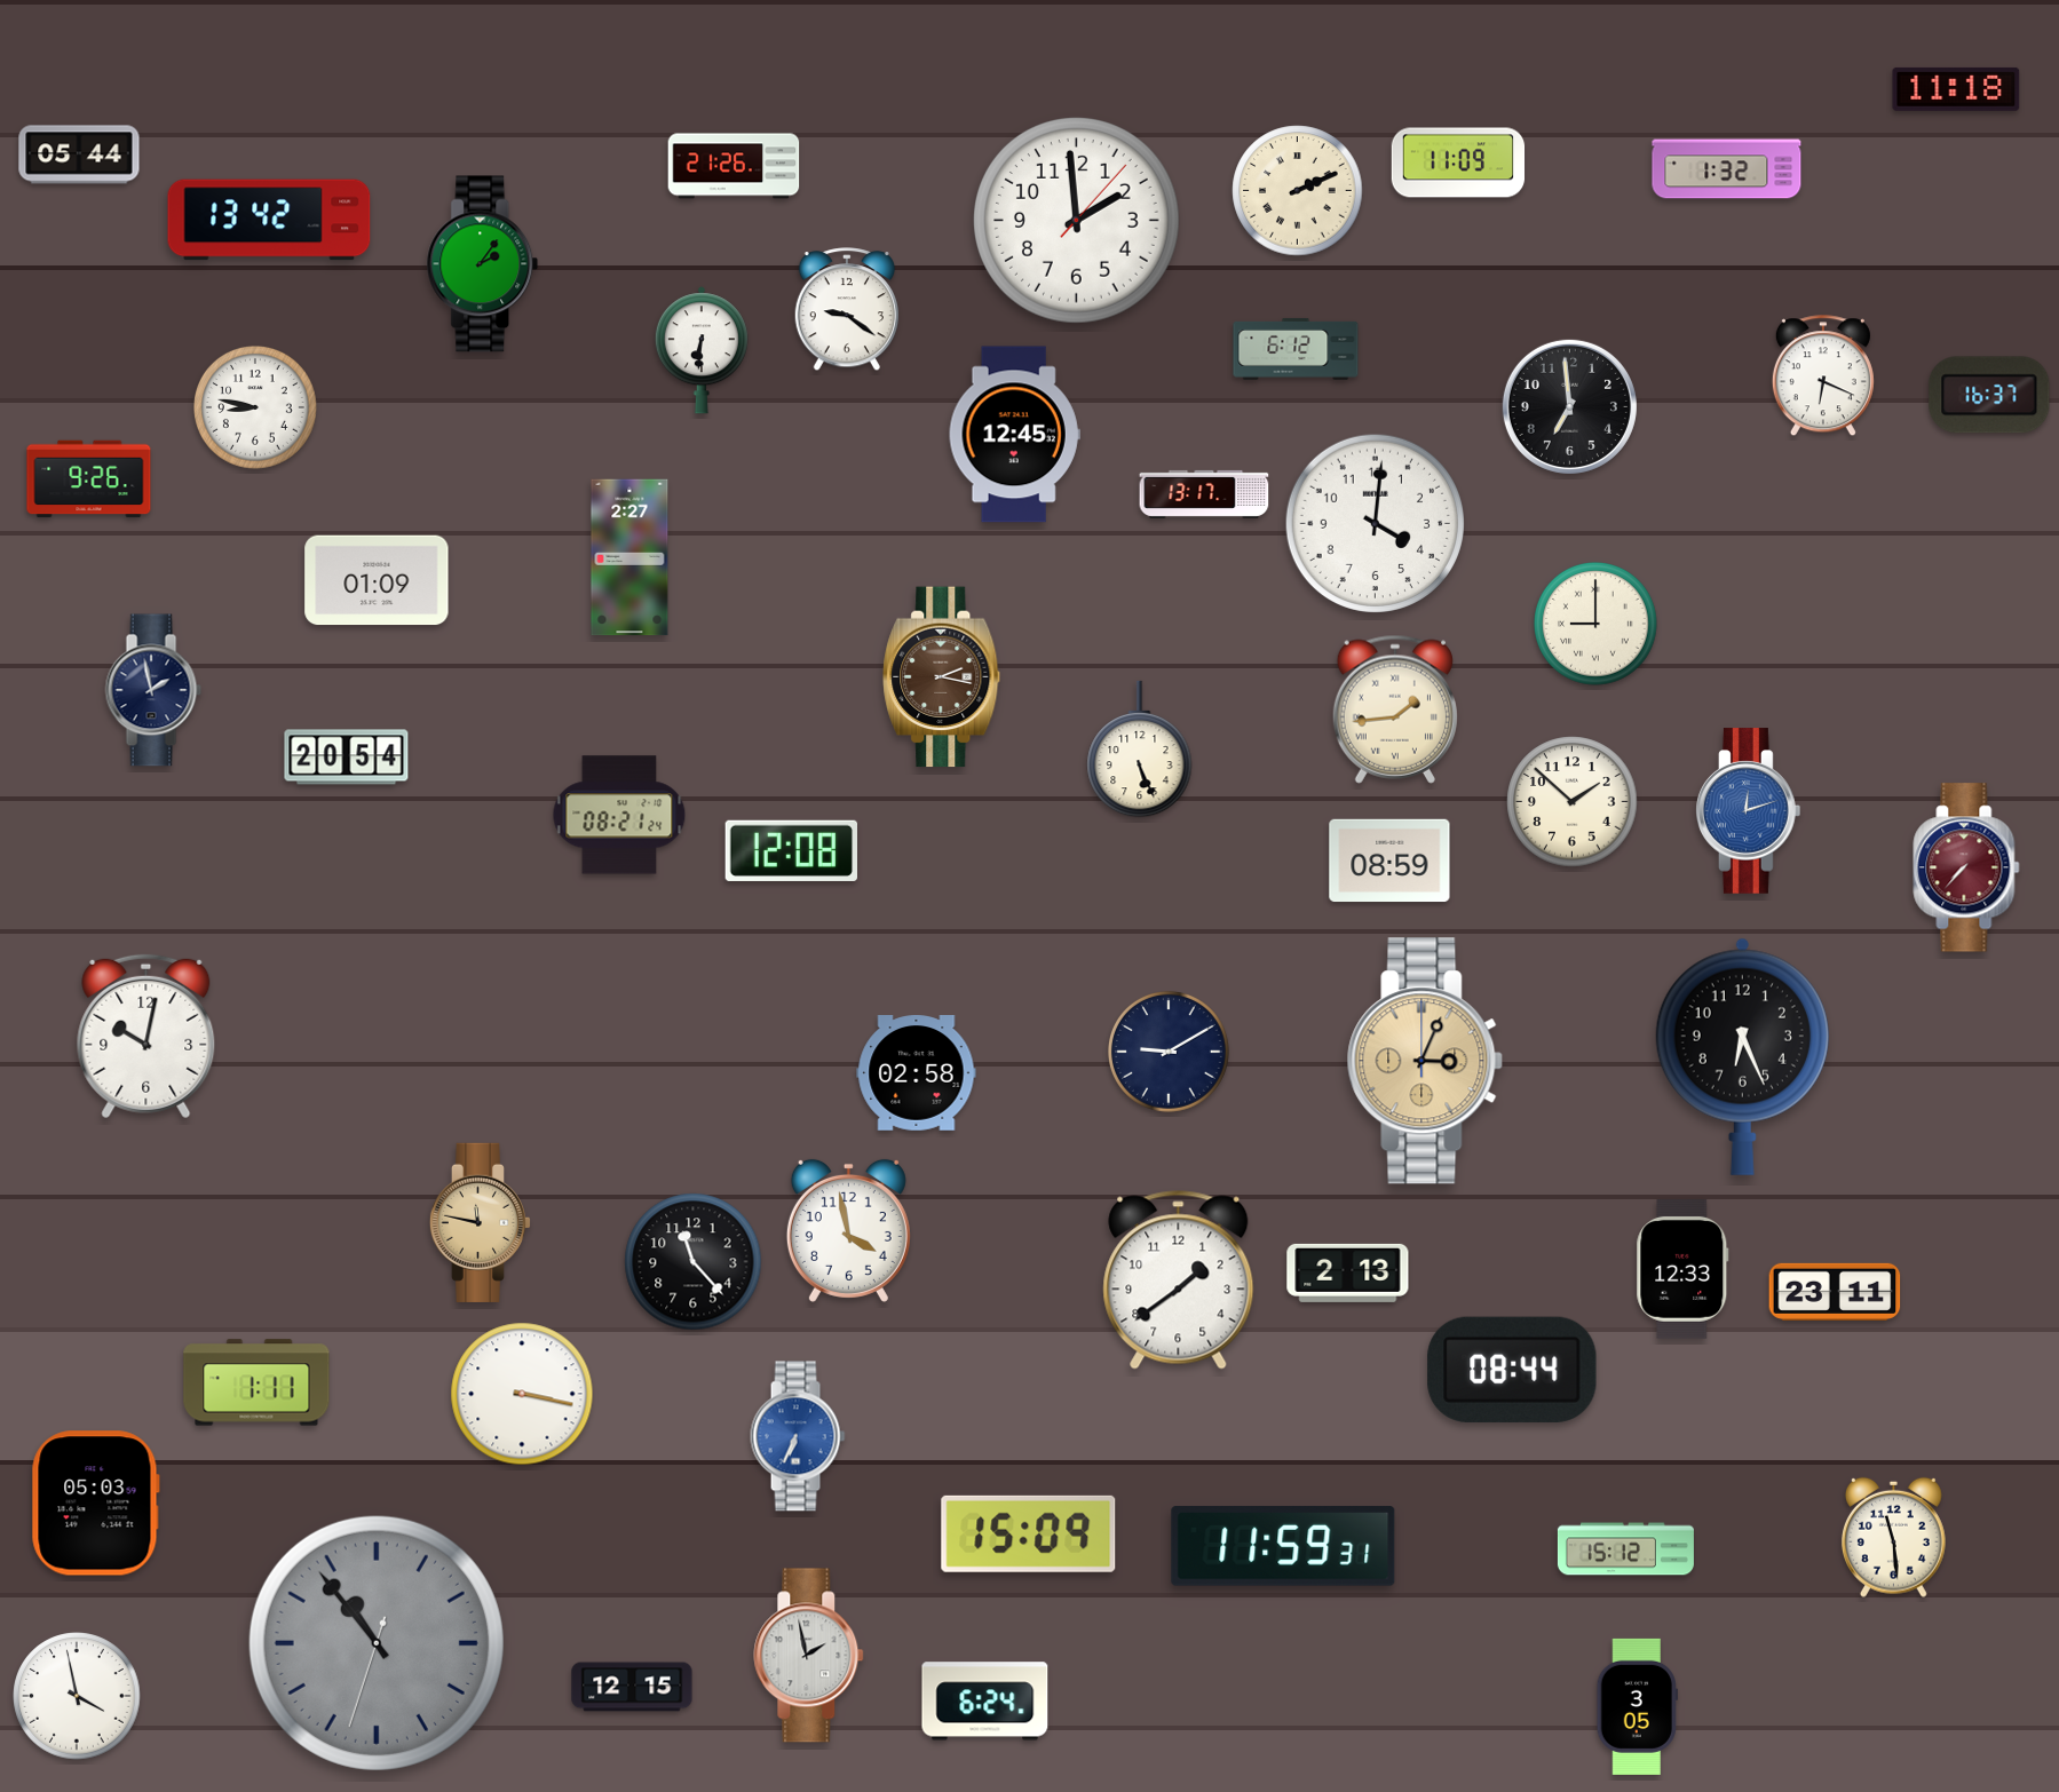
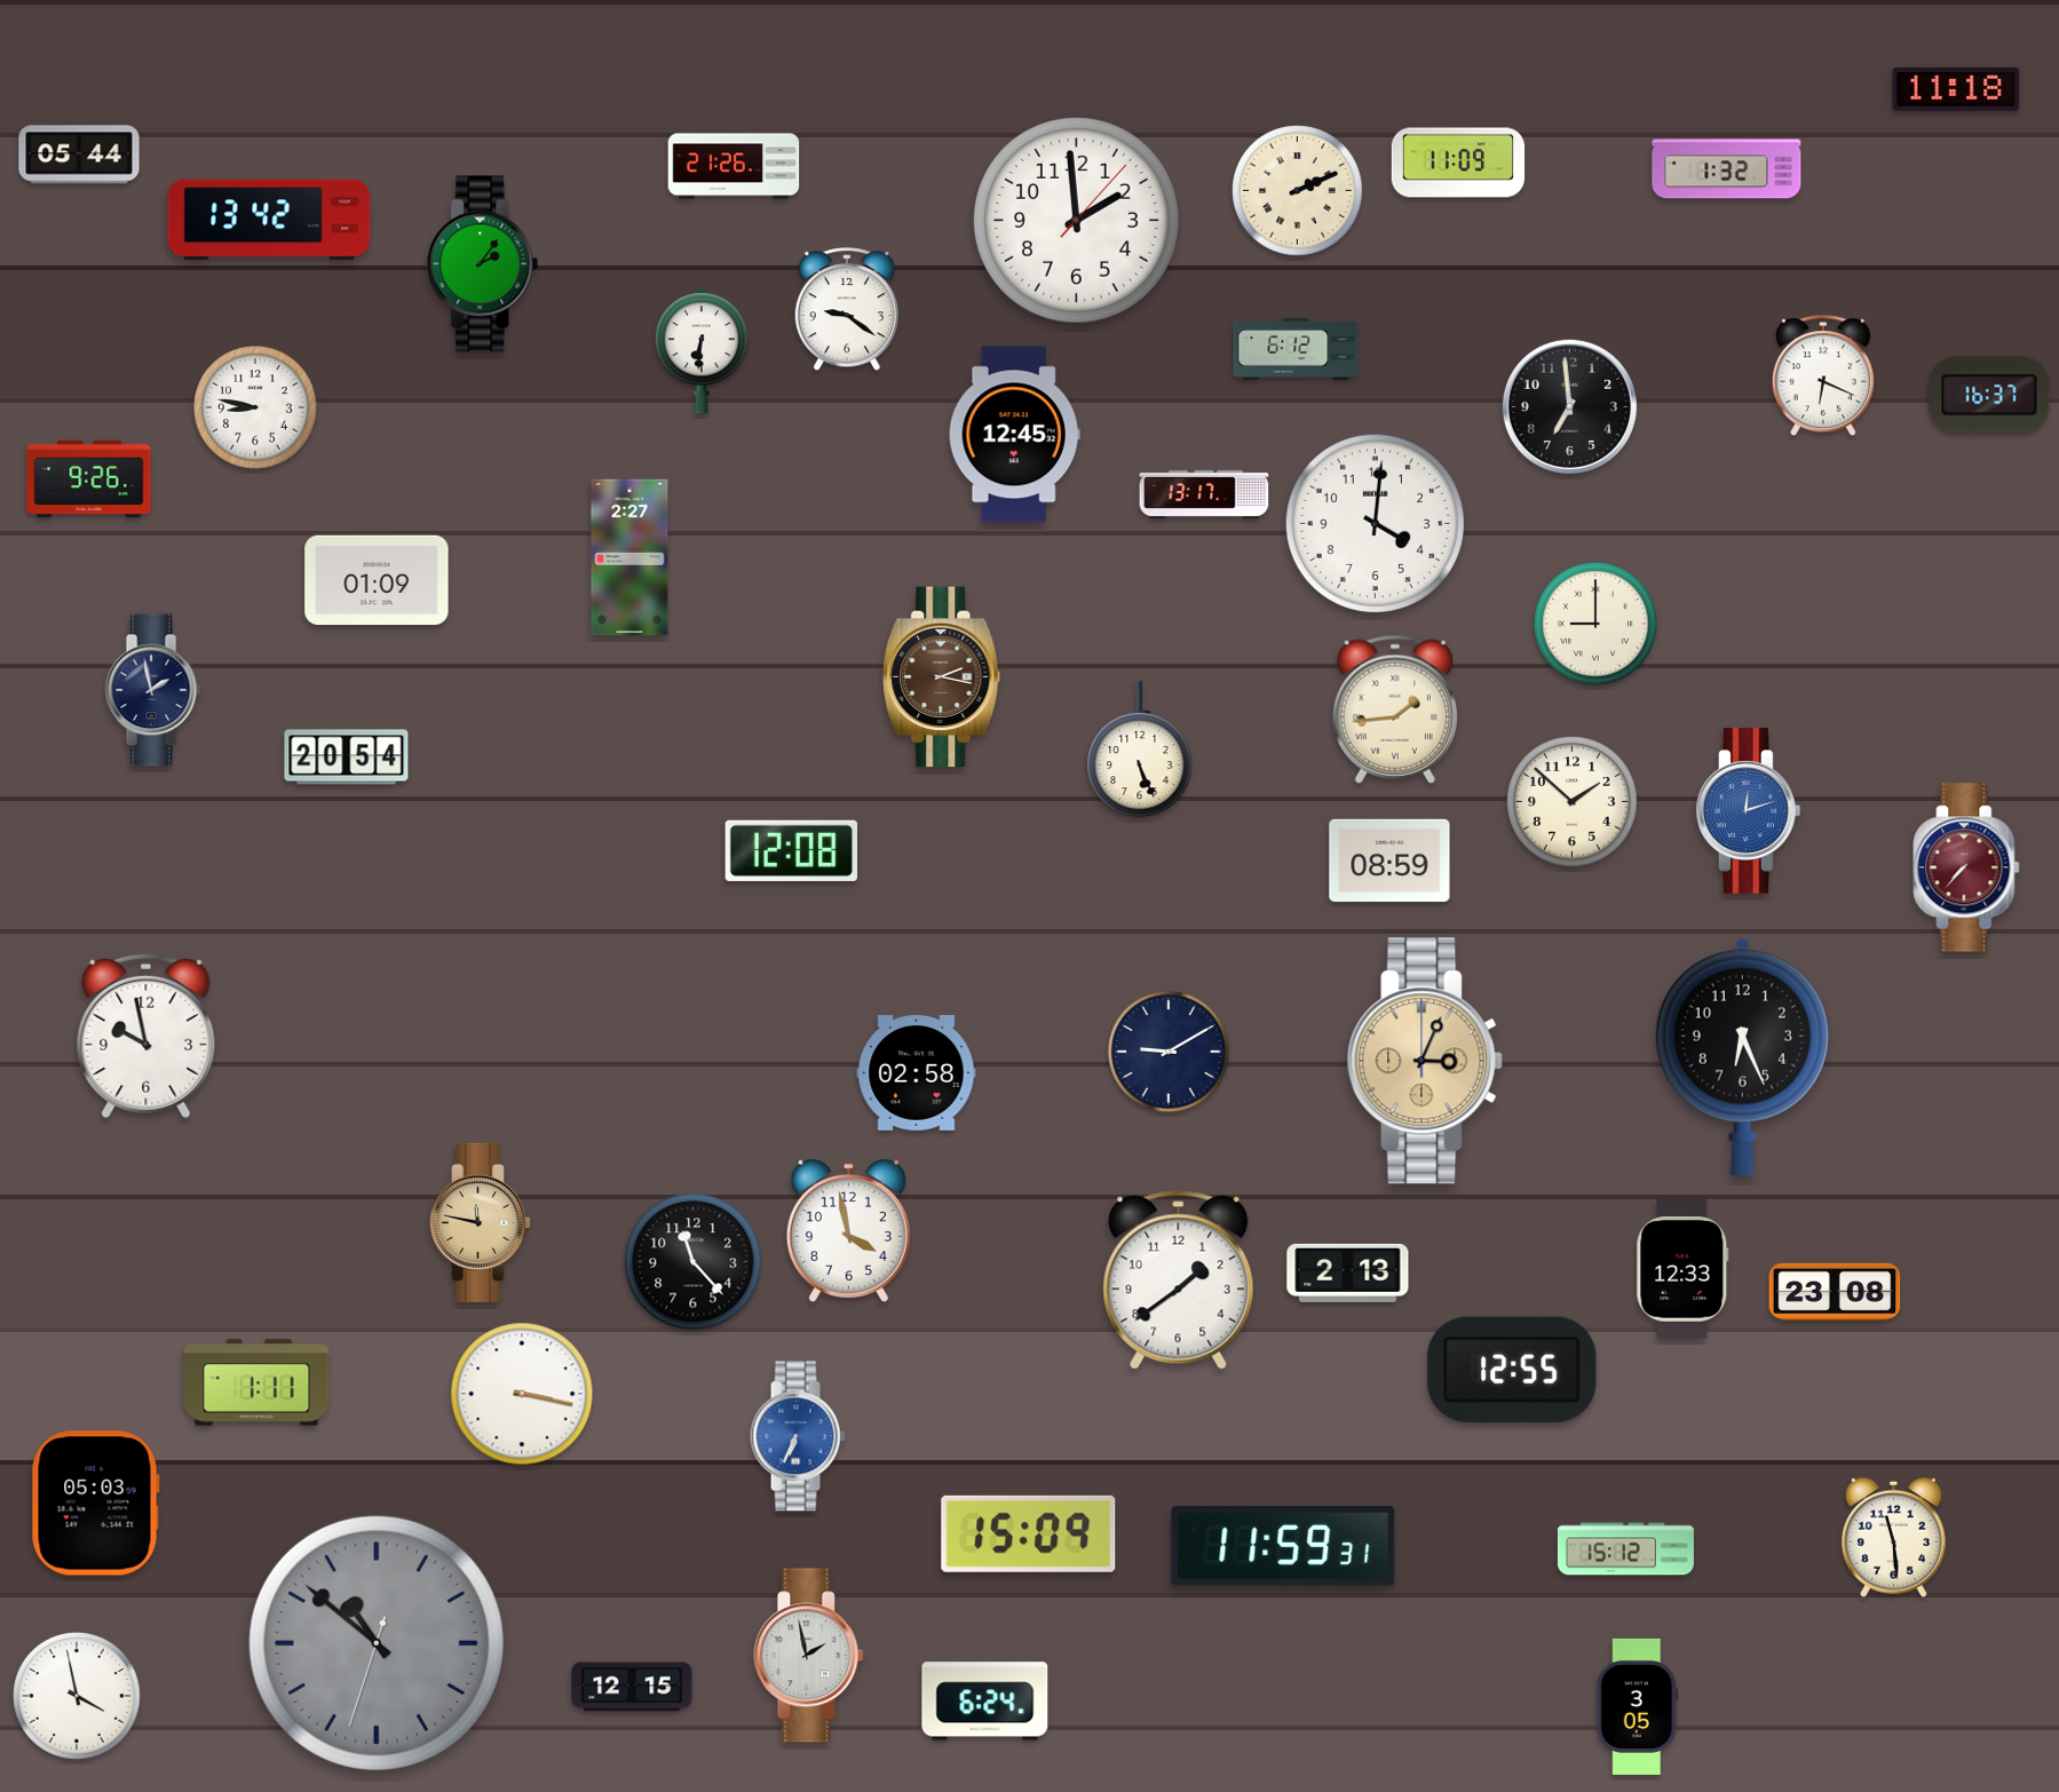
clock at (619, 815): 08:21 -> none
clock at (146, 1037): 10:02 -> 9:58
clock at (1835, 1292): 23:11 -> 23:08
clock at (1512, 1370): 08:44 -> 12:55
clock at (377, 1643): 10:53 -> 10:51
